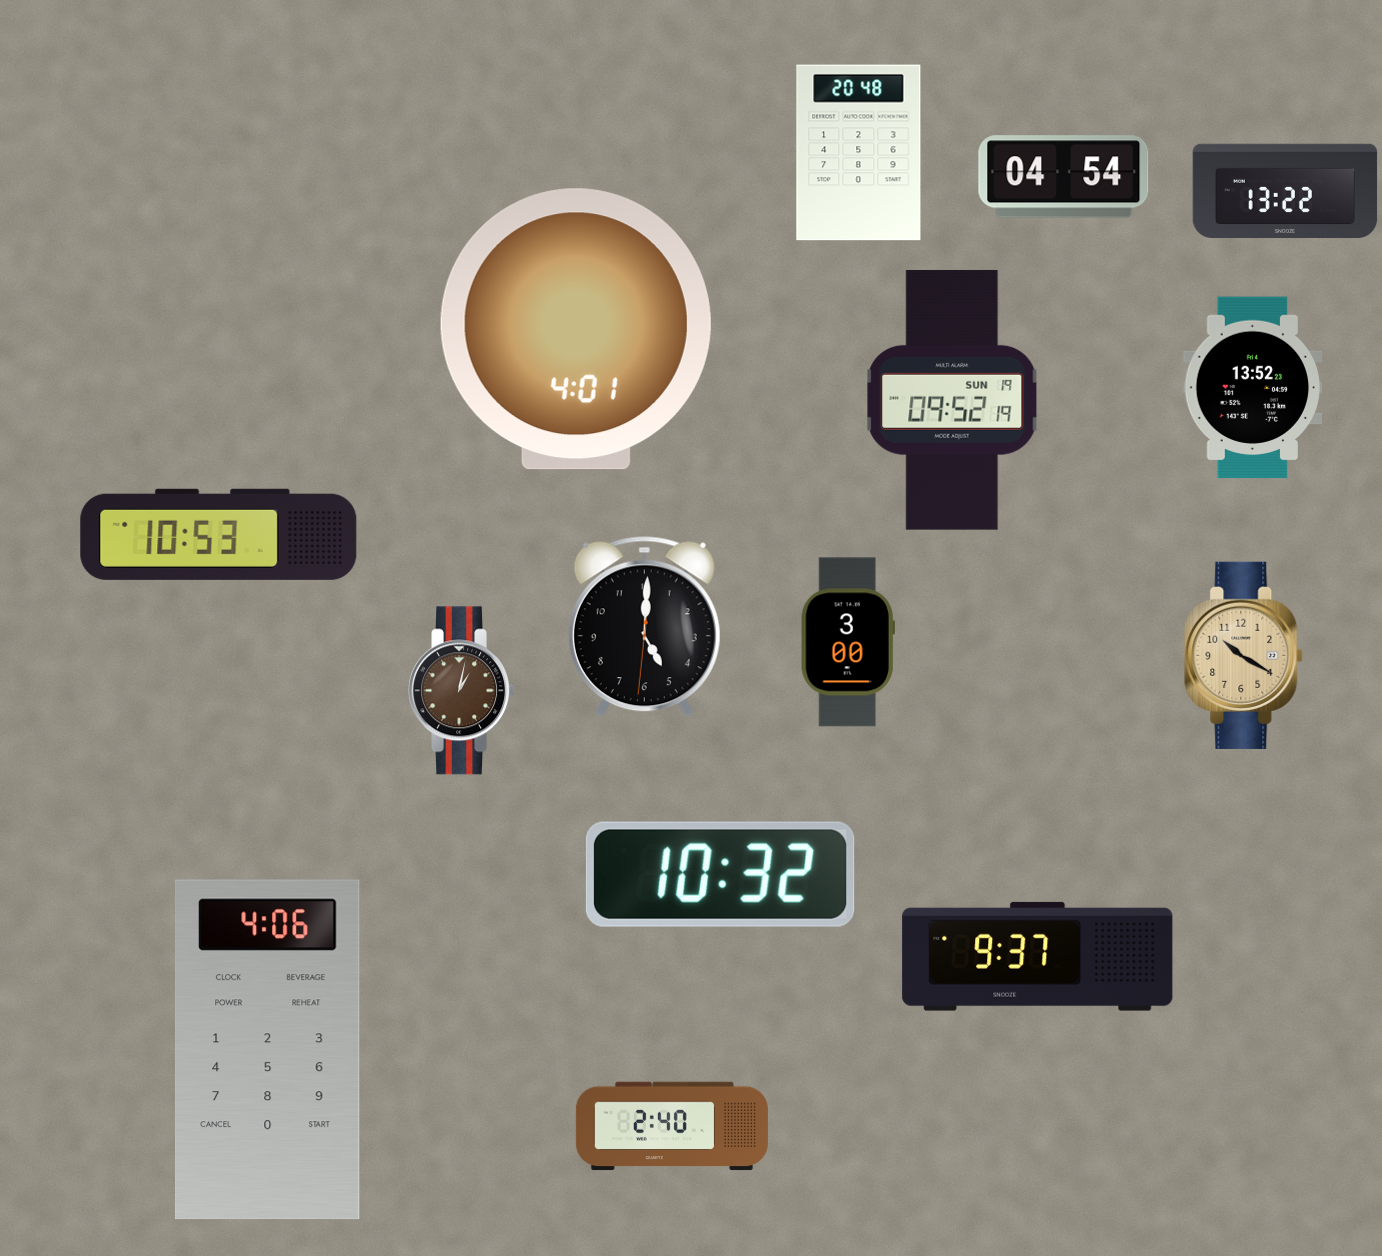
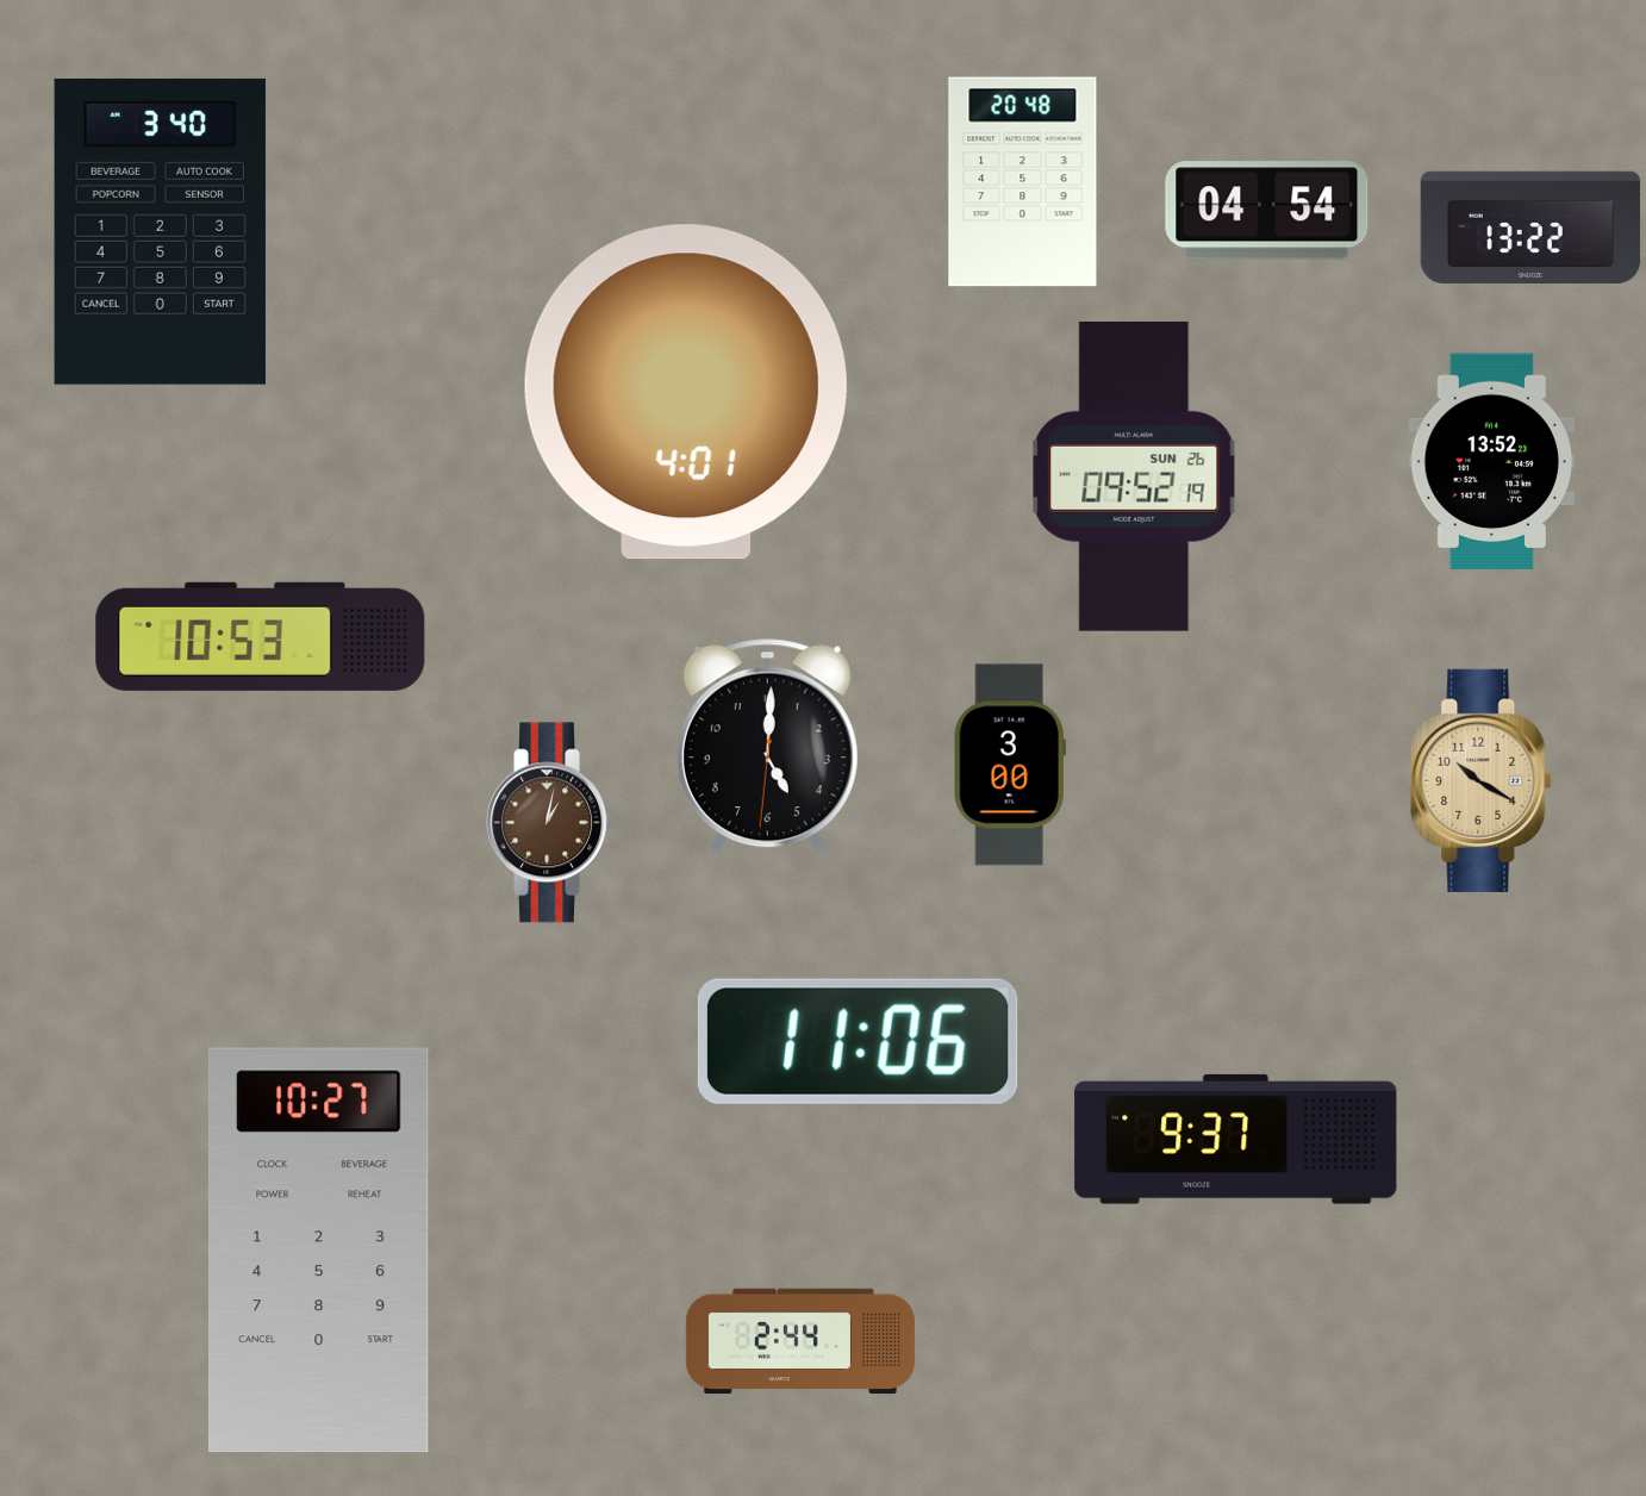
clock at (160, 231): none -> 3:40
clock at (952, 400) date: SUN 19 -> SUN 26
clock at (720, 874): 10:32 -> 11:06
clock at (267, 1050): 4:06 -> 10:27
clock at (672, 1126): 2:40 -> 2:44
